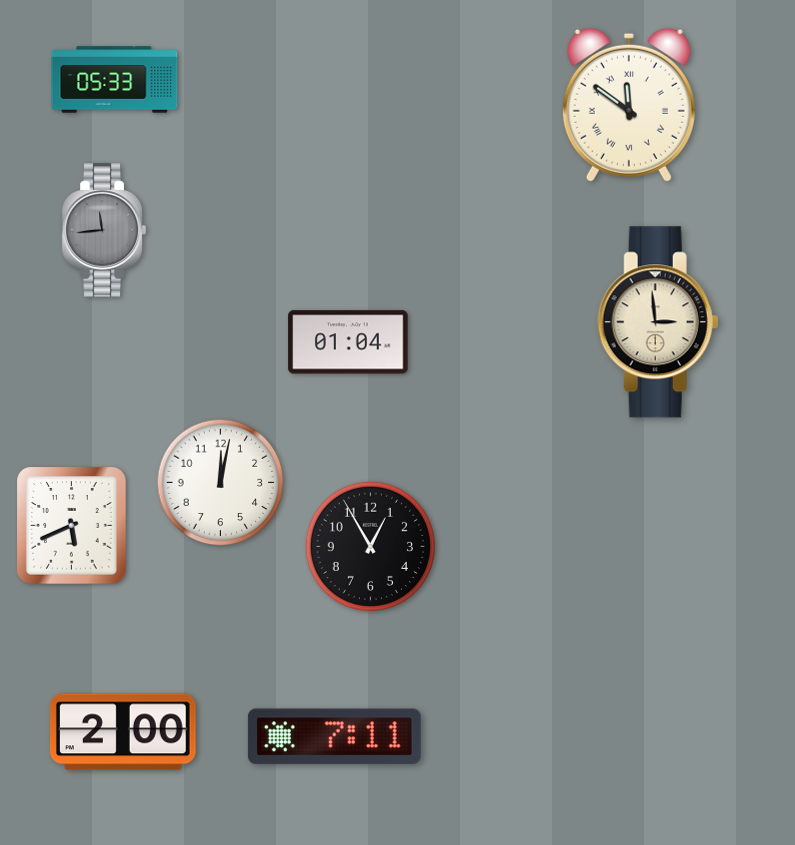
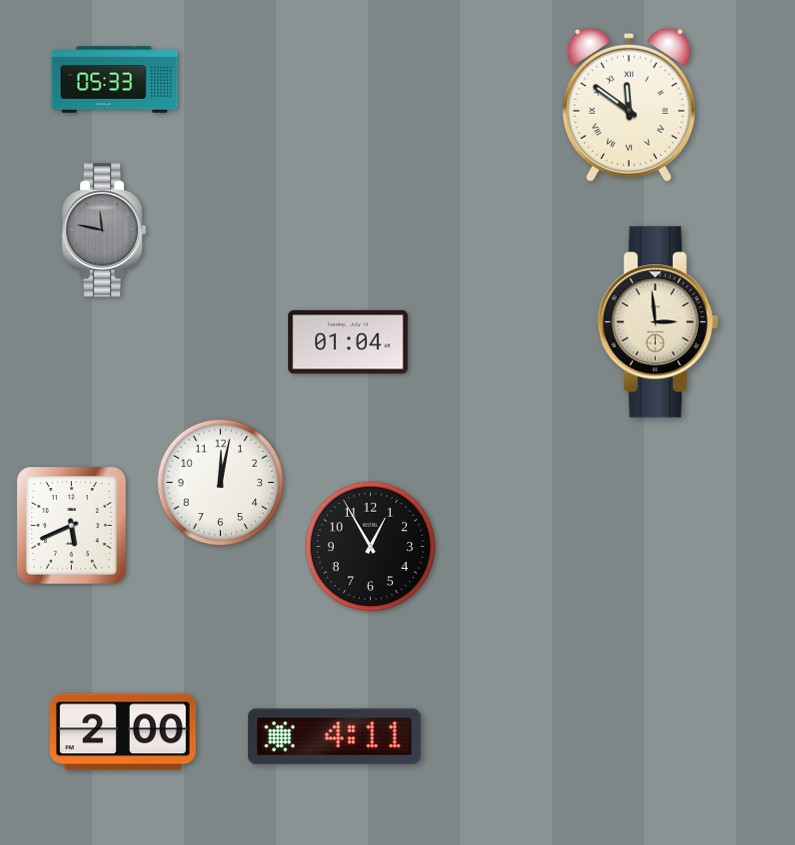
clock at (104, 230): 11:44 -> 11:47
clock at (334, 737): 7:11 -> 4:11
